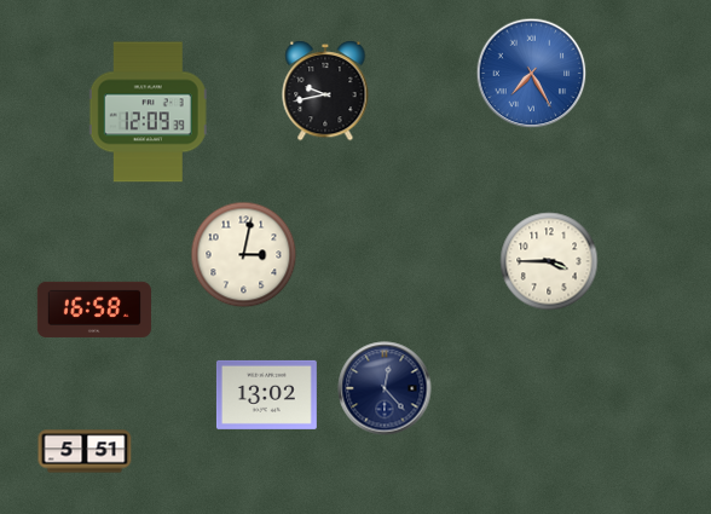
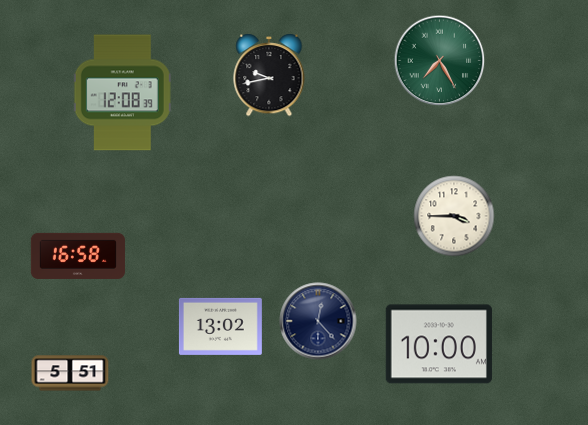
clock at (532, 74) dial: blue -> green
clock at (148, 112): 12:09 -> 12:08
clock at (244, 255): 3:02 -> none
clock at (439, 344): none -> 10:00
